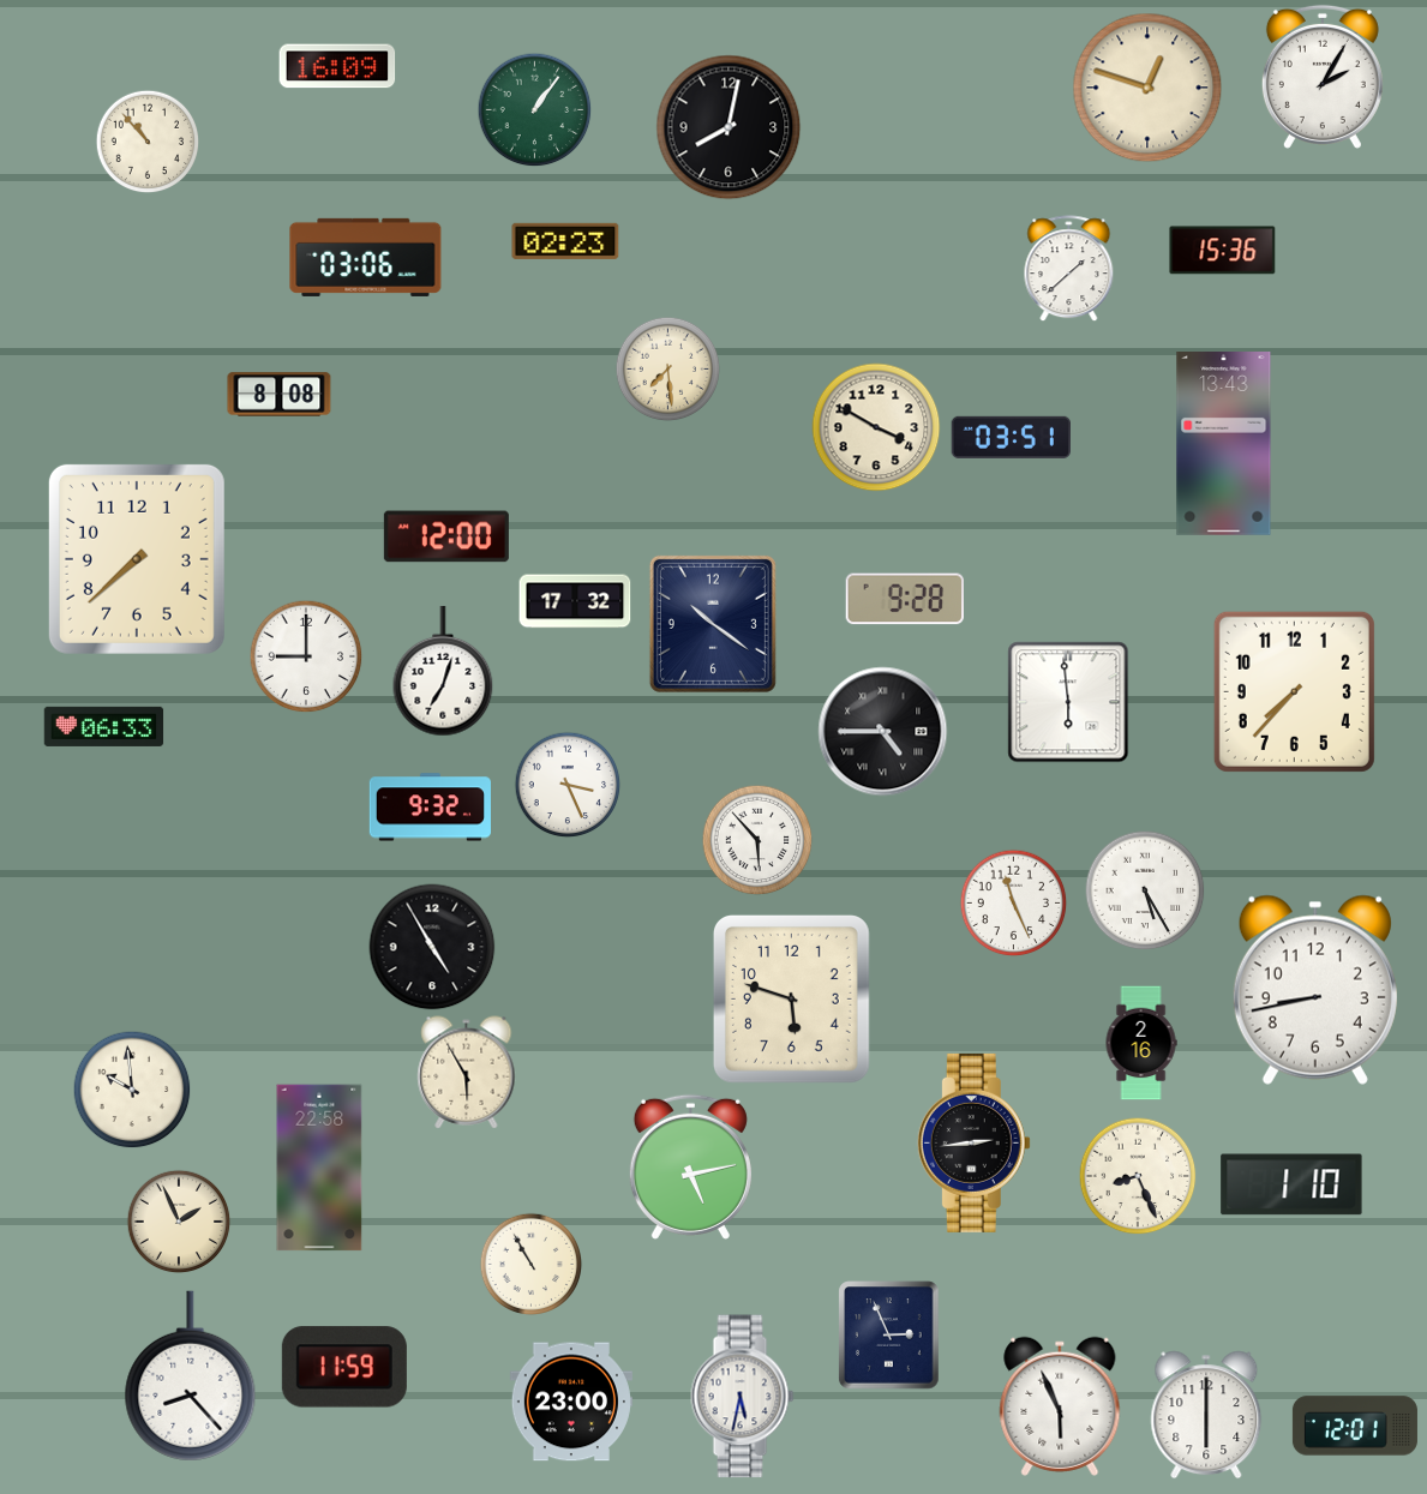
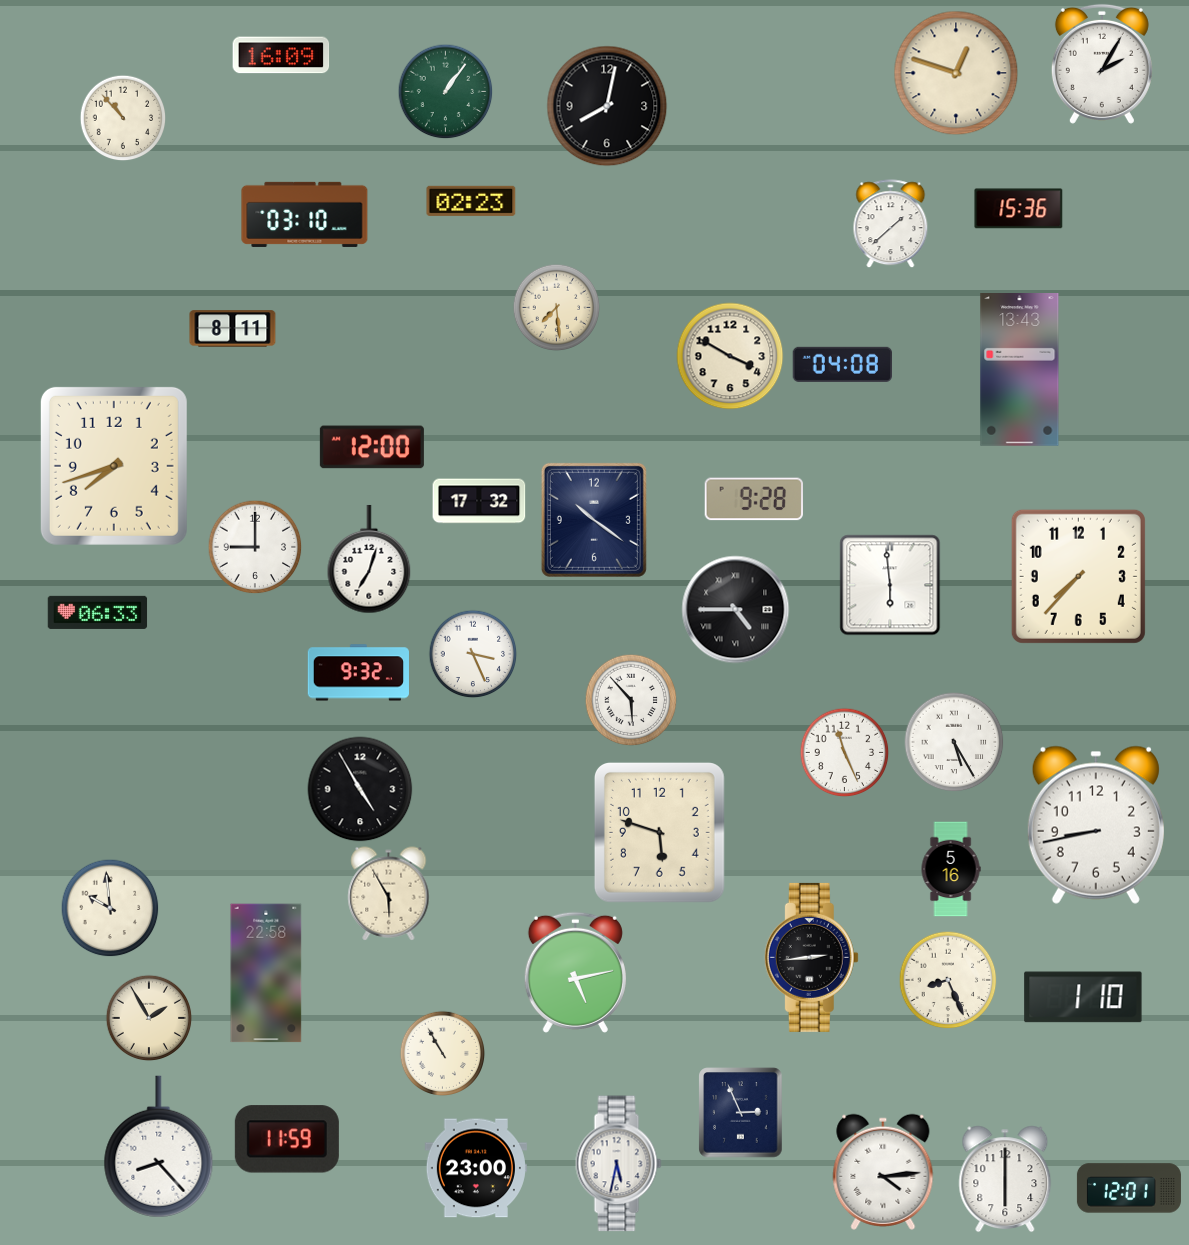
clock at (366, 257): 03:06 -> 03:10
clock at (280, 395): 8:08 -> 8:11
clock at (1011, 437): 03:51 -> 04:08
clock at (137, 559): 7:38 -> 7:42
clock at (104, 726) position: (104, 726) -> (98, 612)
clock at (1141, 1043): 2:16 -> 5:16
clock at (973, 1142) position: (973, 1142) -> (811, 957)
clock at (1291, 1184) position: (1291, 1184) -> (1083, 997)
clock at (179, 1222): 1:56 -> 1:55
clock at (1060, 1406): 5:56 -> 4:14
